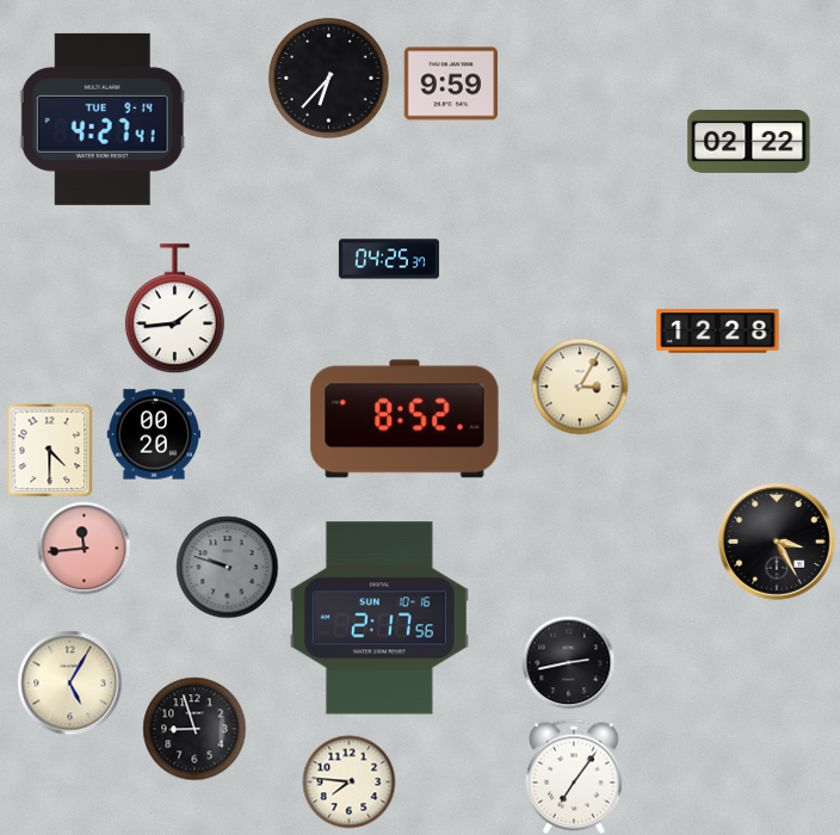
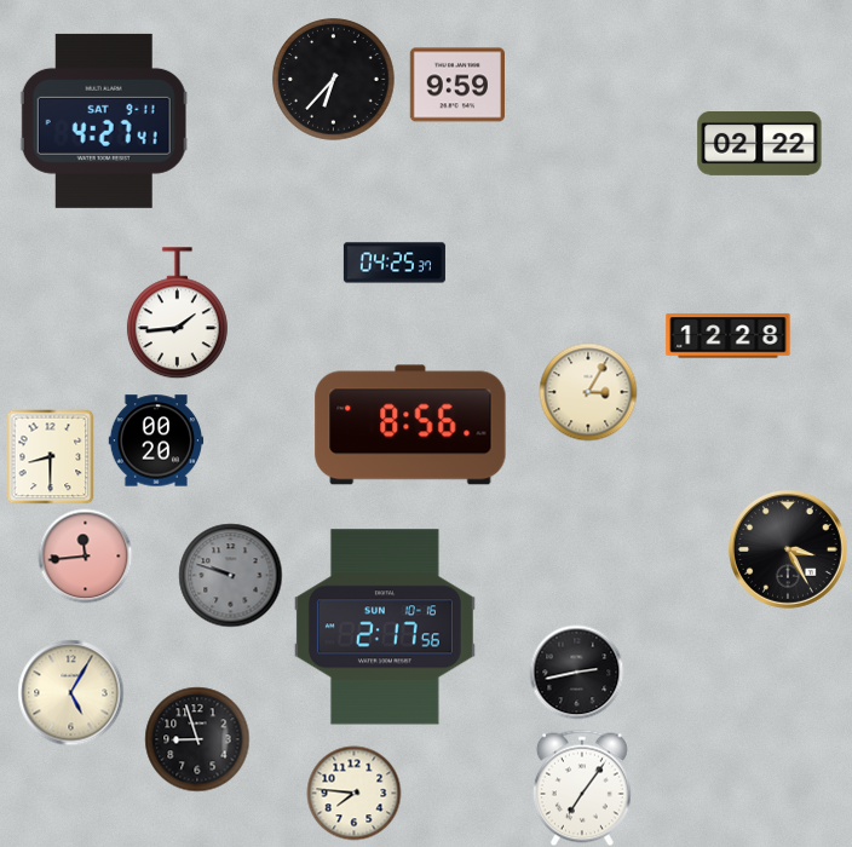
clock at (103, 119) date: TUE 9-14 -> SAT 9-11
clock at (404, 419): 8:52 -> 8:56
clock at (50, 450): 4:30 -> 8:30
